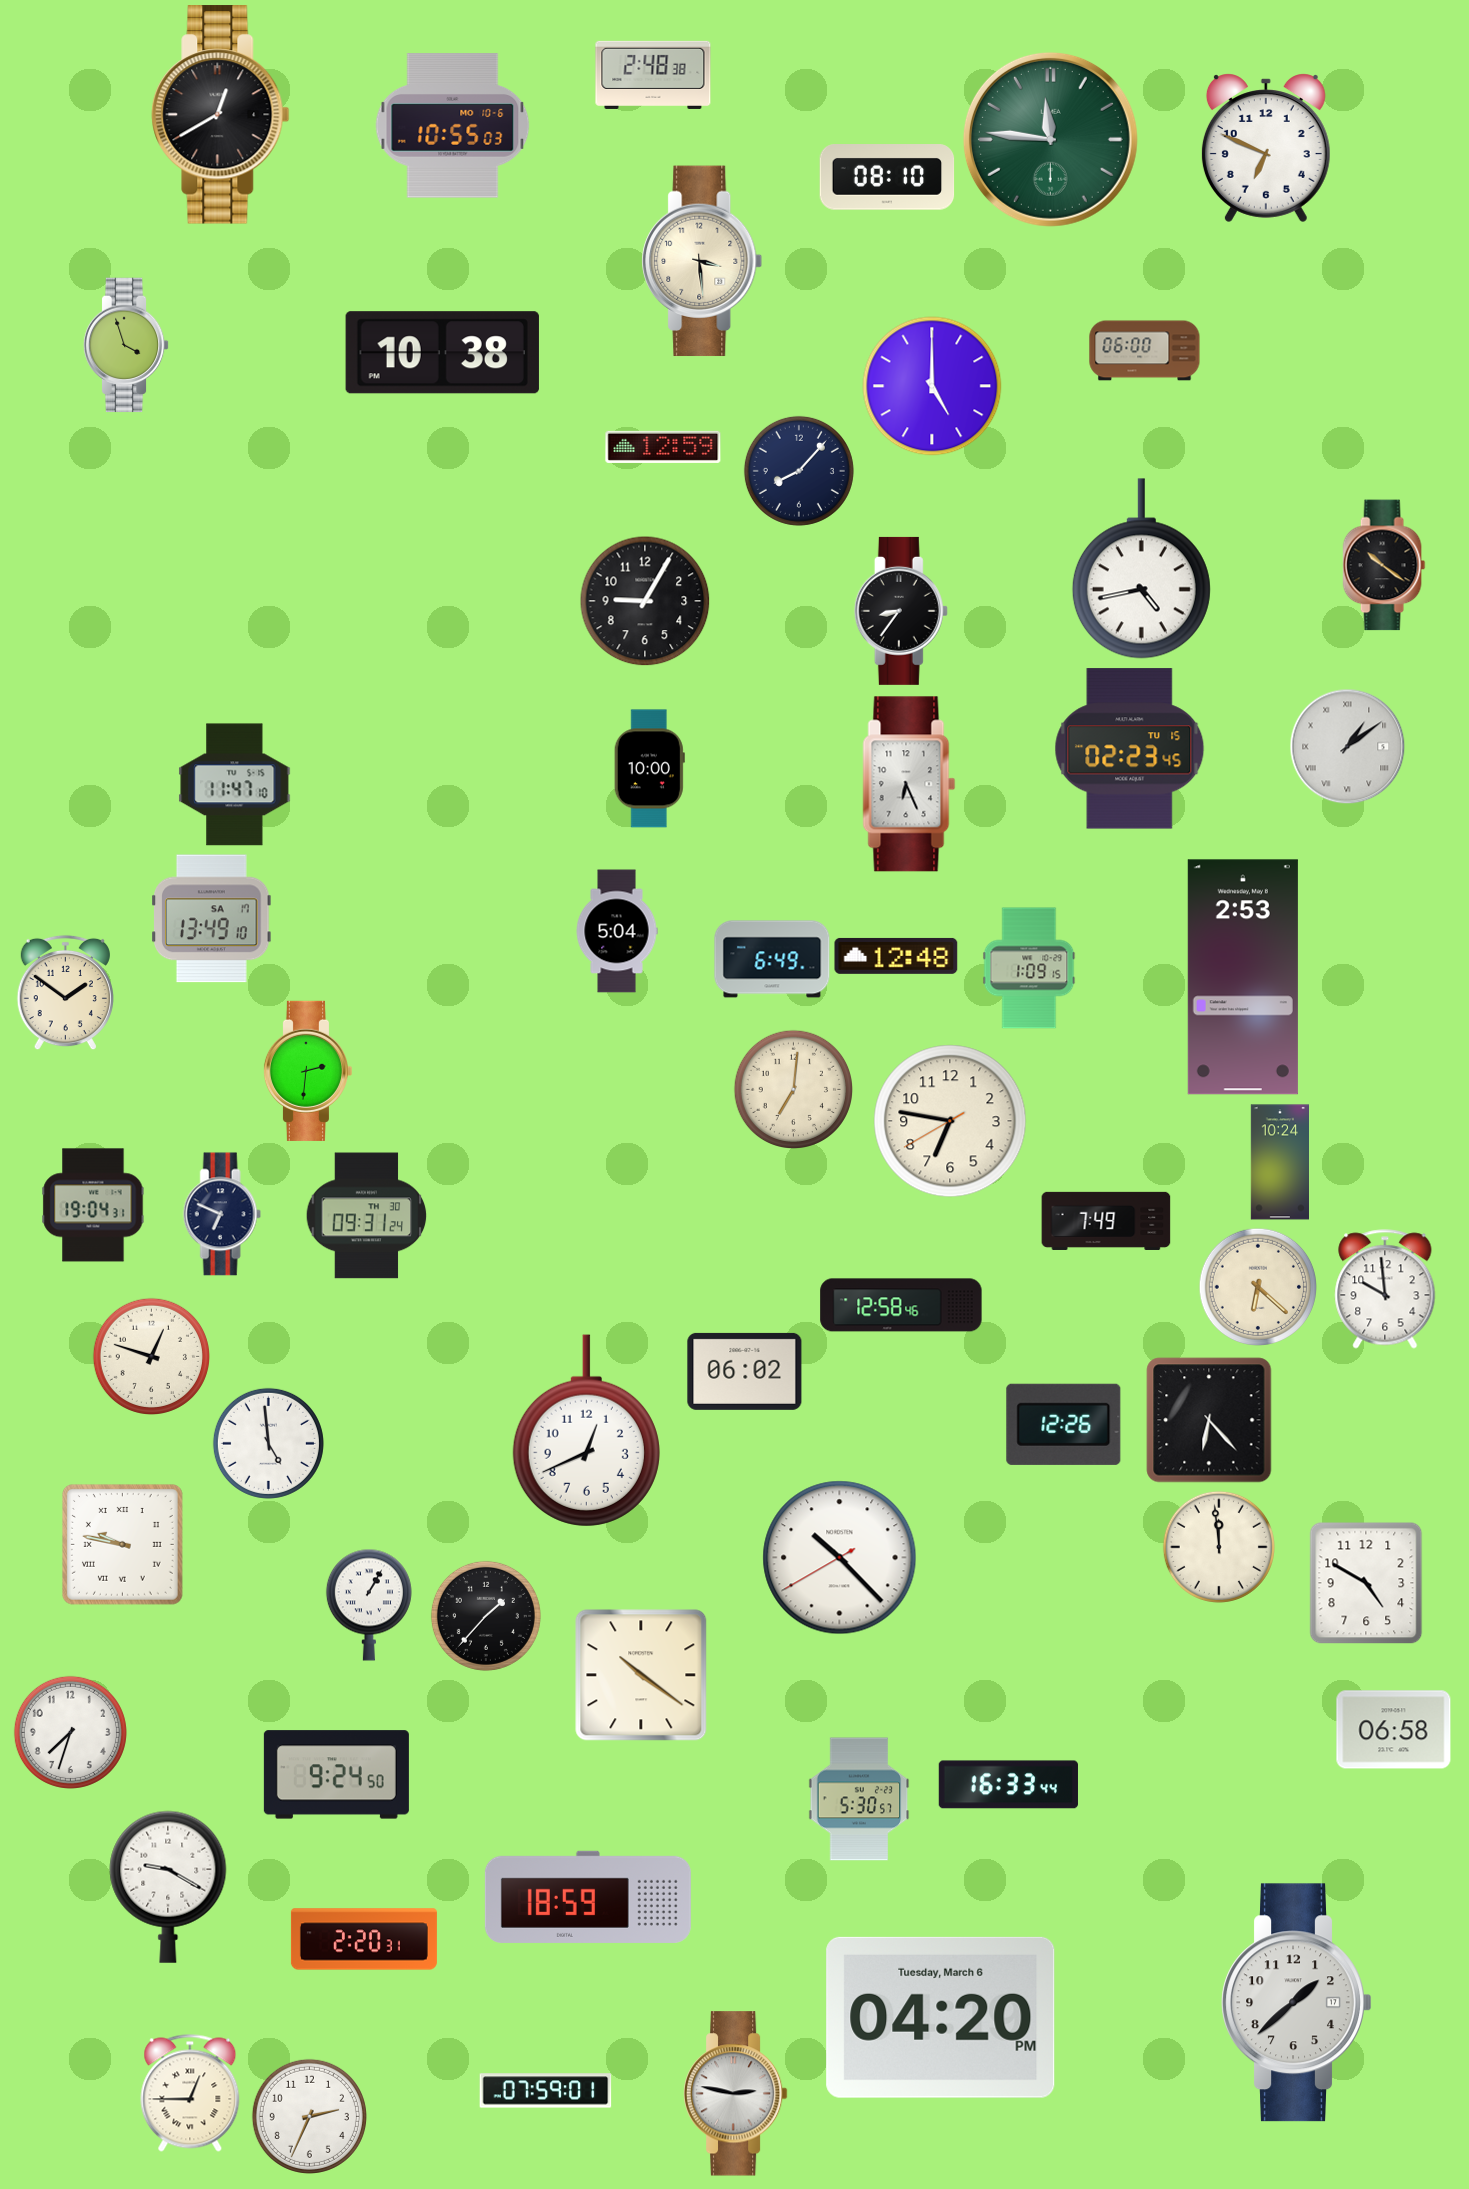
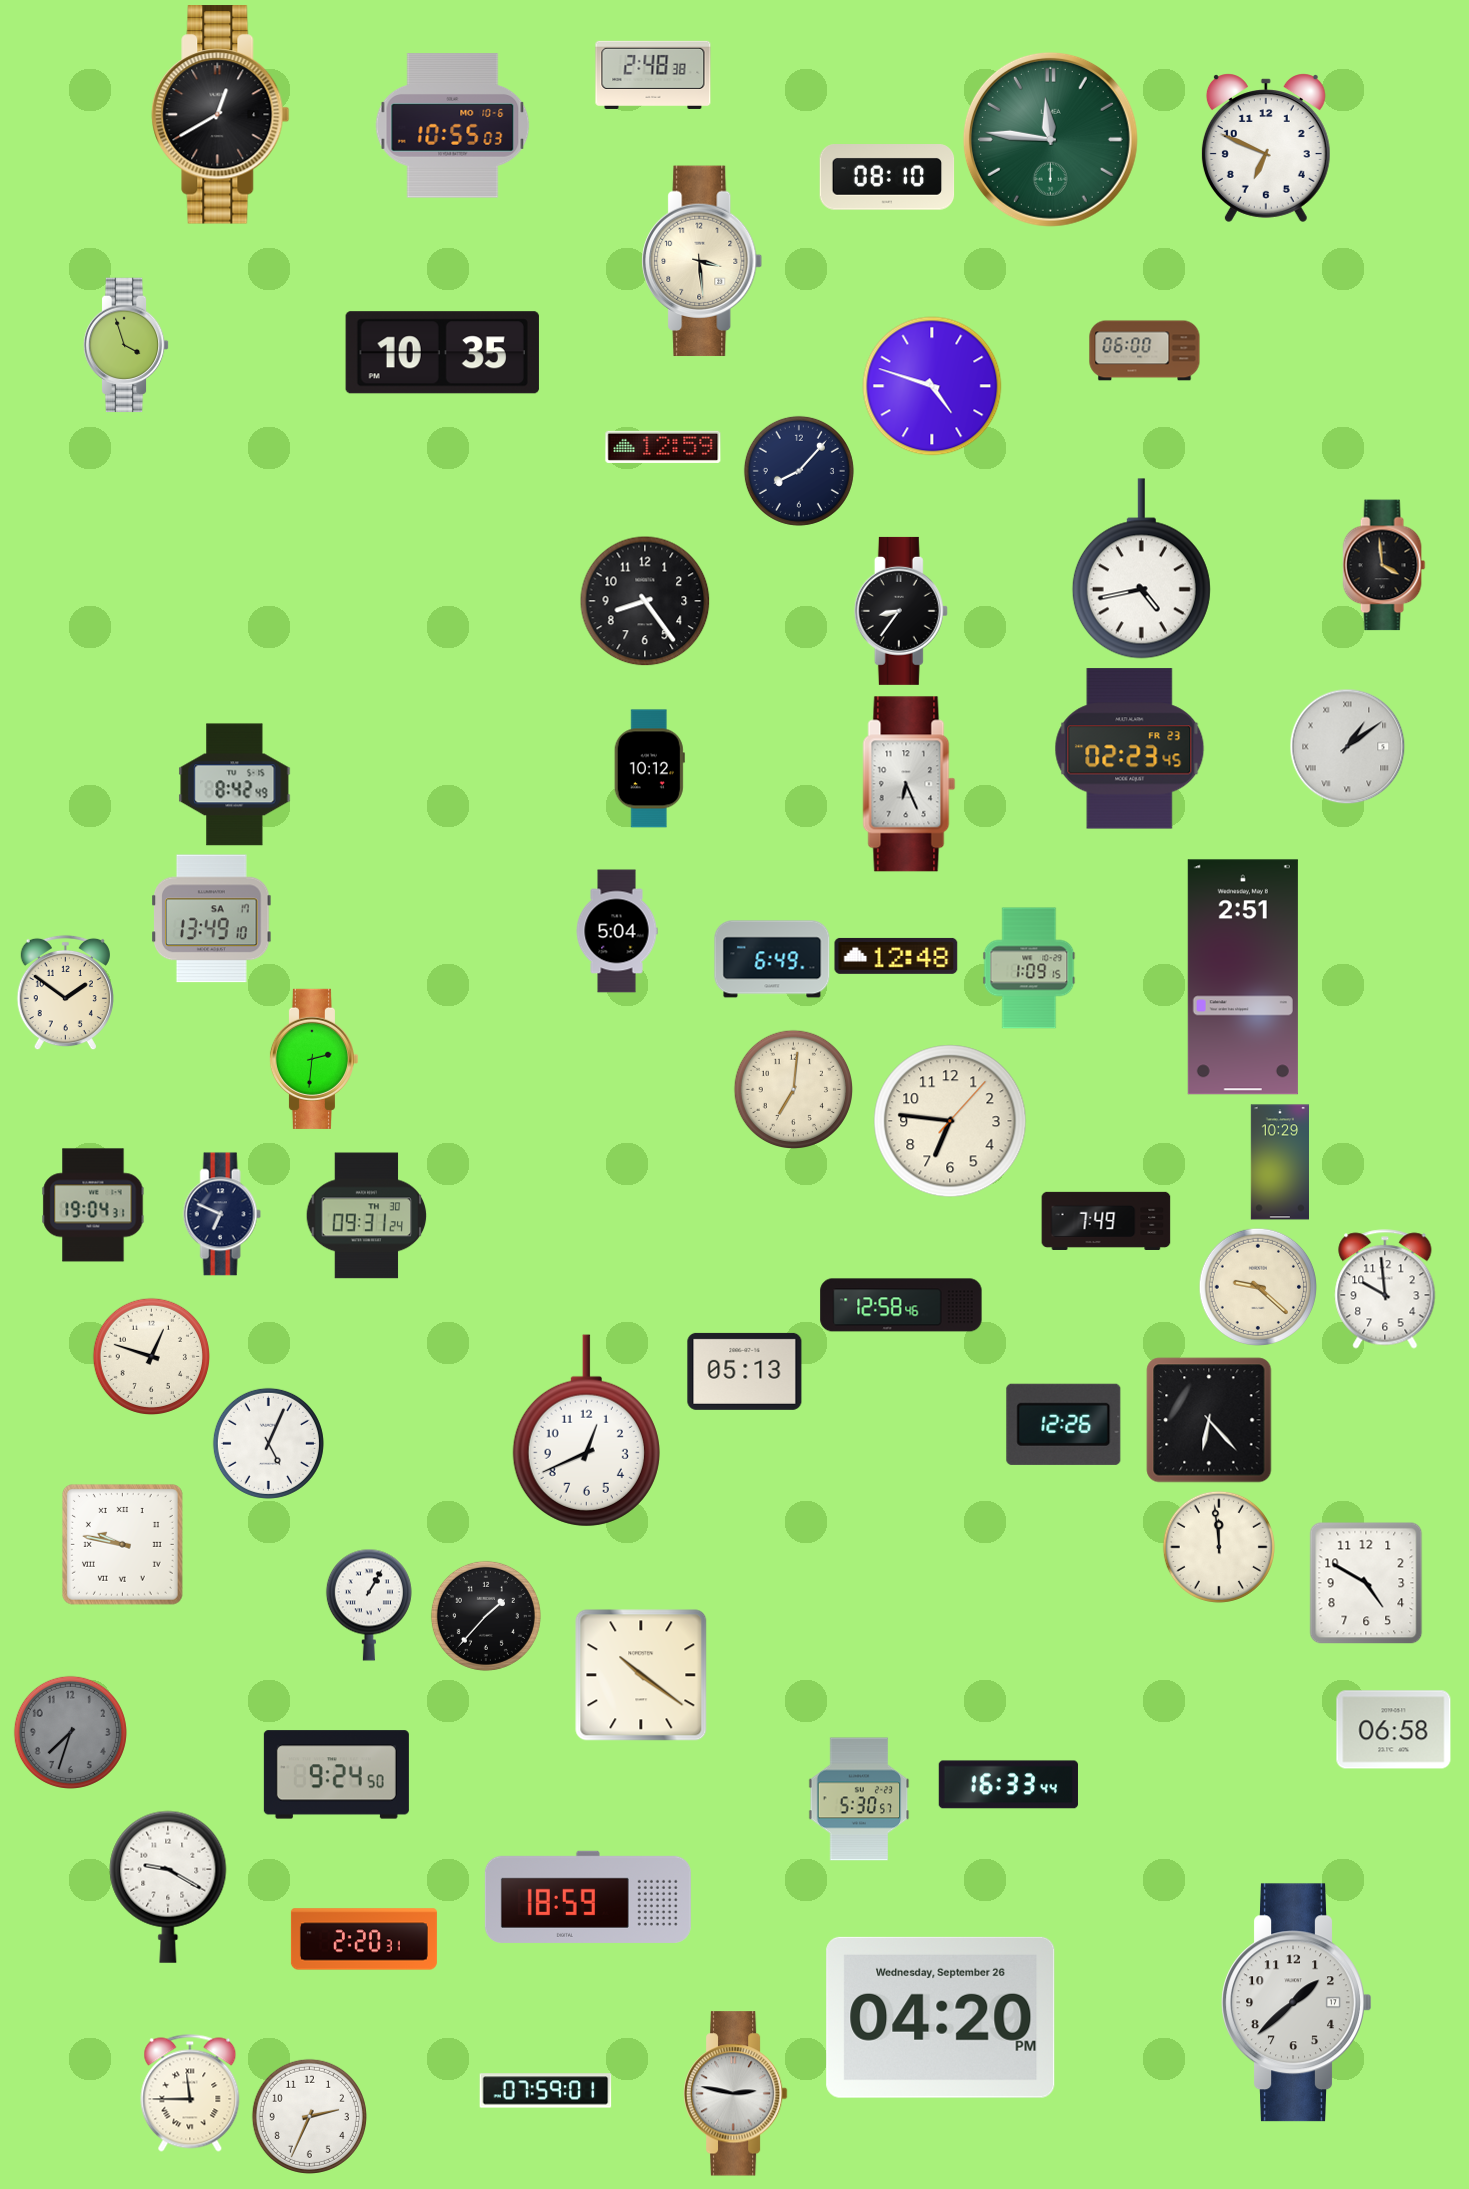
clock at (442, 353): 10:38 -> 10:35
clock at (932, 386): 5:00 -> 4:48
clock at (1384, 565): 10:21 -> 3:59
clock at (645, 601): 9:05 -> 8:24
clock at (1130, 749) date: TU 15 -> FR 23
clock at (649, 769): 10:00 -> 10:12
clock at (235, 785): 11:47 -> 8:42
clock at (1243, 977): 2:53 -> 2:51
clock at (307, 1071) position: (307, 1071) -> (313, 1059)
clock at (950, 1121): 6:46:40 -> 6:46:07
clock at (1279, 1162): 10:24 -> 10:29
clock at (1257, 1286): 6:22 -> 9:22
clock at (745, 1371): 06:02 -> 05:13
clock at (268, 1443): 4:59 -> 5:04
clock at (840, 1558): 10:22 -> none
clock at (70, 1732) dial: white -> grey
clock at (941, 2017) date: Tuesday, March 6 -> Wednesday, September 26
clock at (190, 2093): 12:45 -> 11:45
